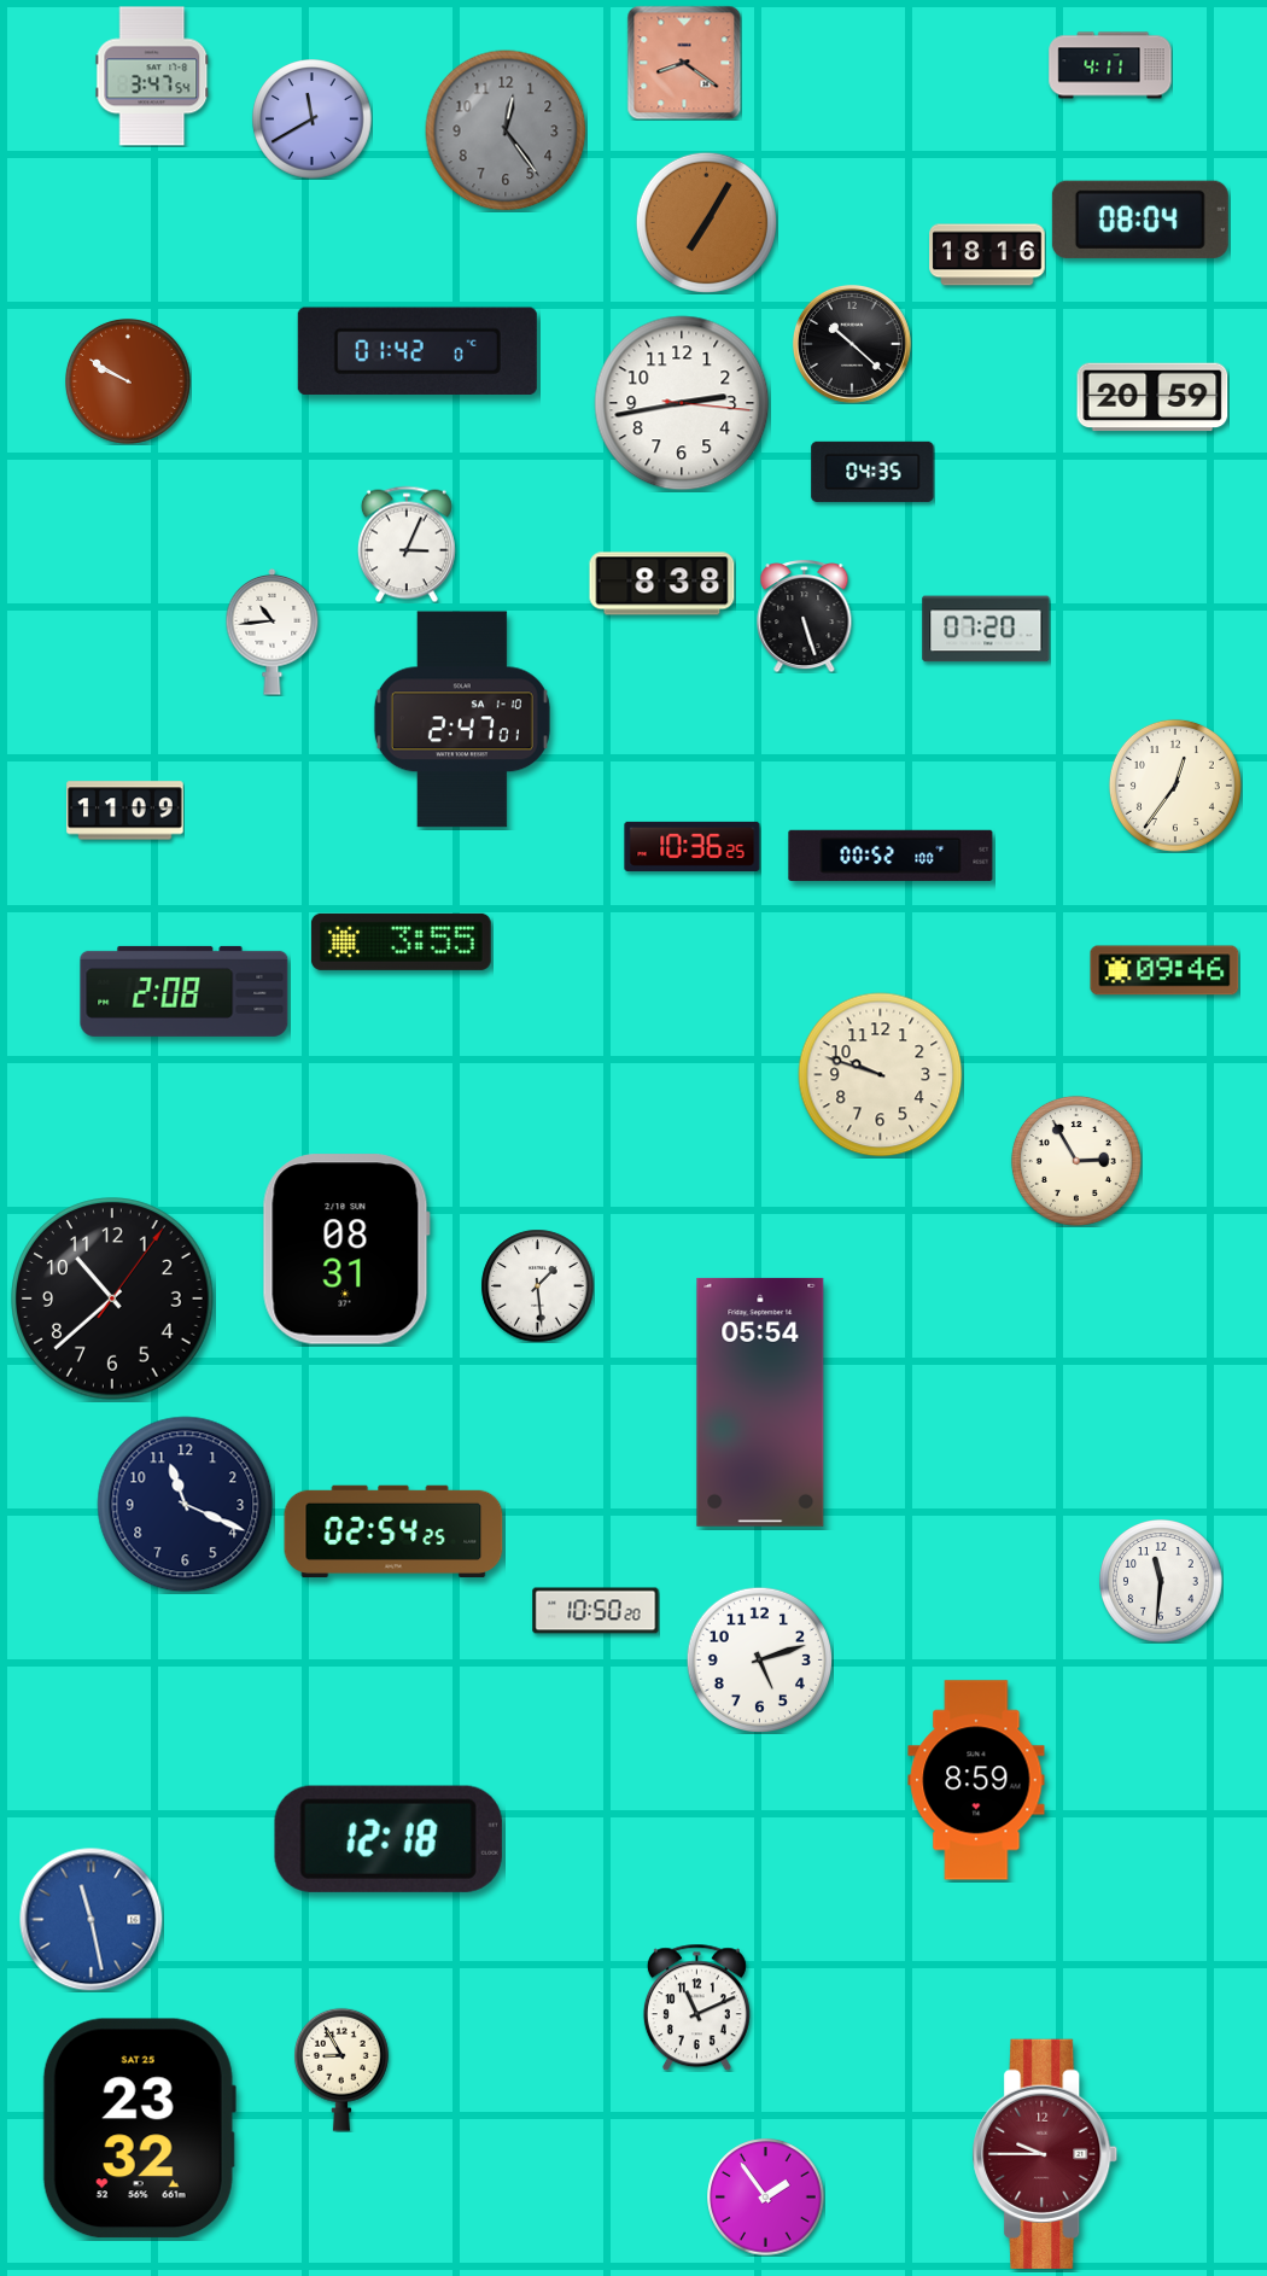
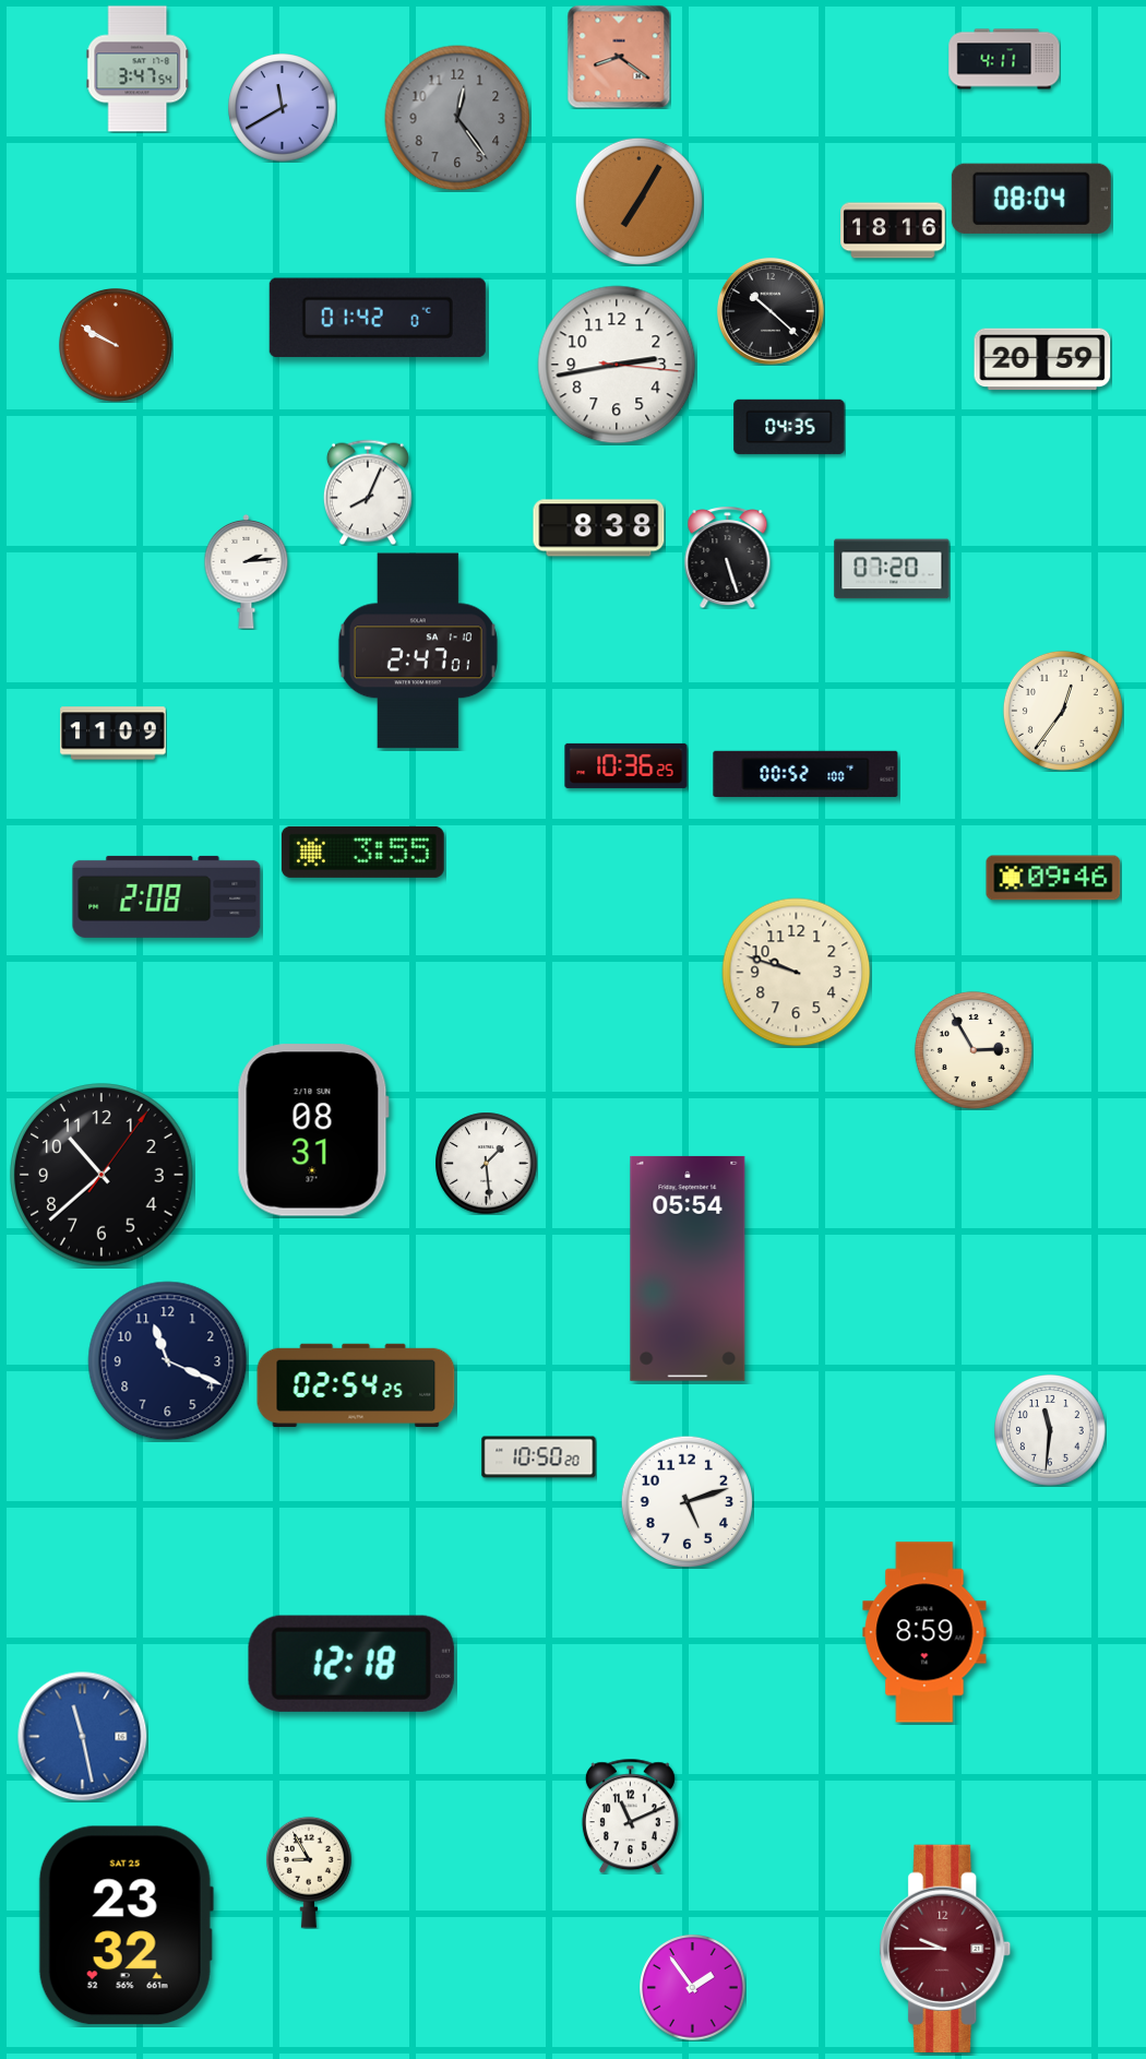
clock at (407, 544): 3:04 -> 8:04
clock at (273, 632): 10:44 -> 2:14
clock at (976, 1780) position: (976, 1780) -> (924, 1632)
